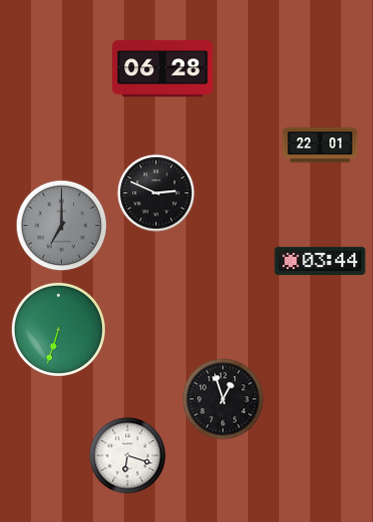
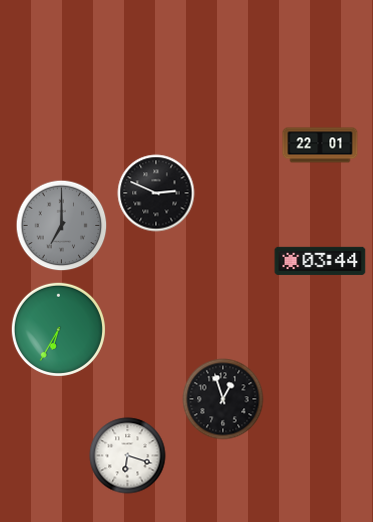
clock at (163, 69): 06:28 -> none
clock at (58, 329): 6:33 -> 6:35
